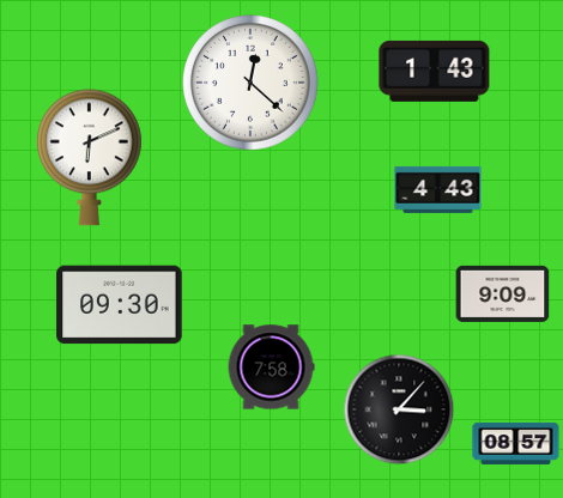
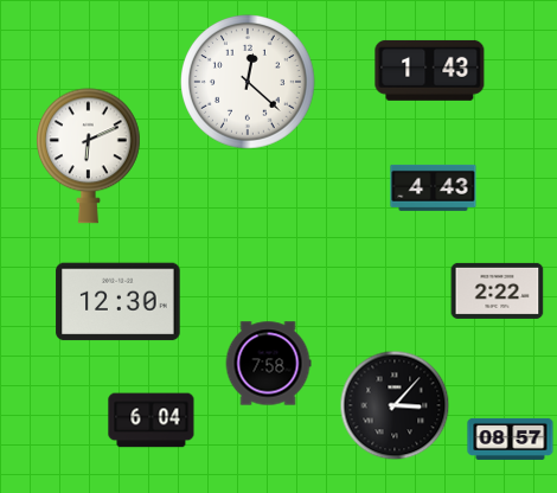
clock at (503, 293): 9:09 -> 2:22
clock at (120, 305): 09:30 -> 12:30
clock at (152, 421): none -> 6:04
